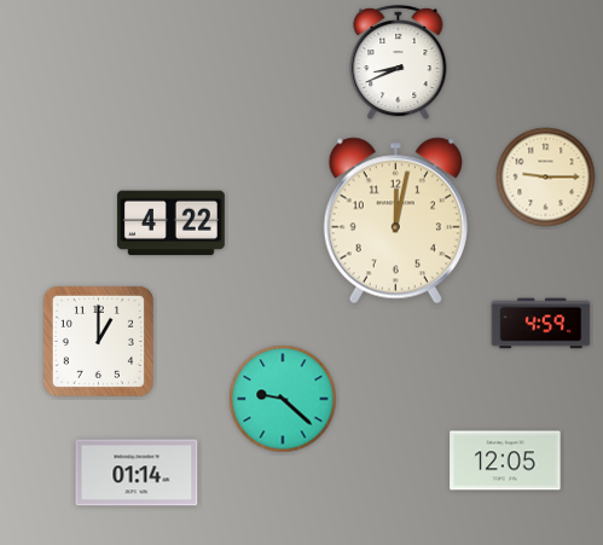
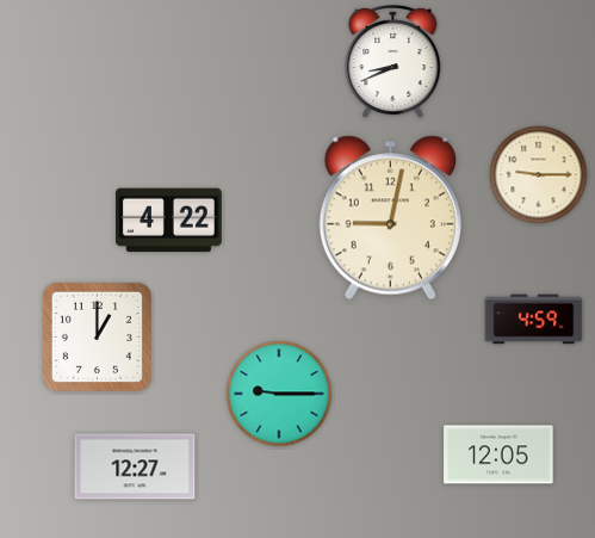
clock at (395, 221): 12:02 -> 9:02
clock at (283, 399): 9:22 -> 9:15
clock at (137, 472): 01:14 -> 12:27
